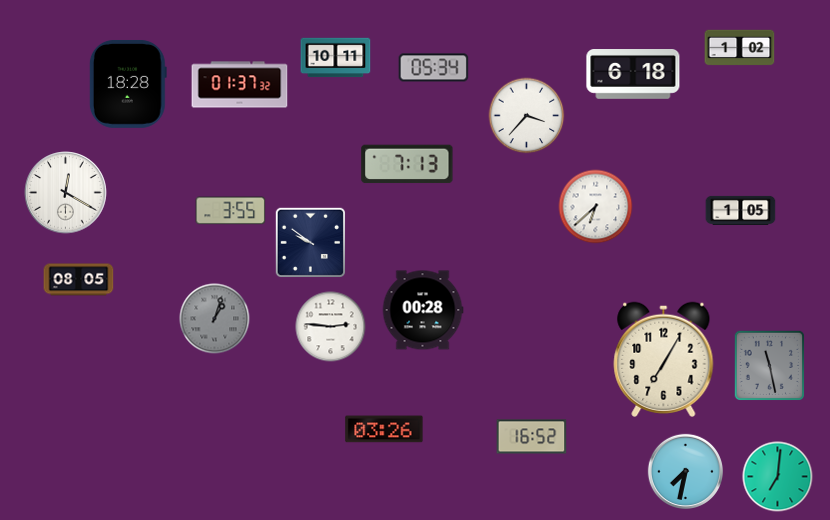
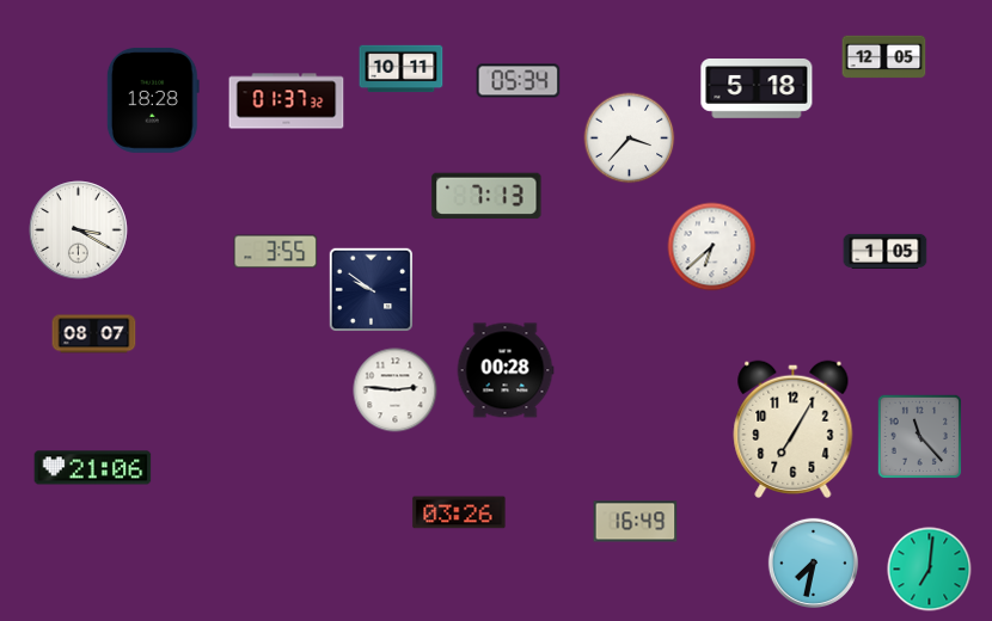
clock at (740, 48): 1:02 -> 12:05
clock at (633, 75): 6:18 -> 5:18
clock at (66, 193): 12:20 -> 3:20
clock at (79, 280): 08:05 -> 08:07
clock at (215, 319): 1:03 -> none
clock at (769, 365): 11:28 -> 11:23
clock at (93, 468): none -> 21:06
clock at (532, 437): 16:52 -> 16:49
clock at (685, 471) position: (685, 471) -> (813, 562)
